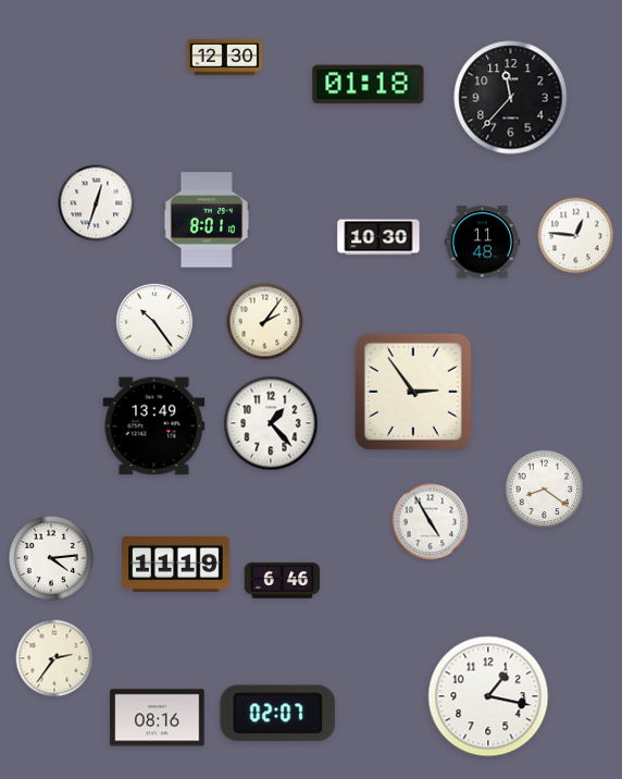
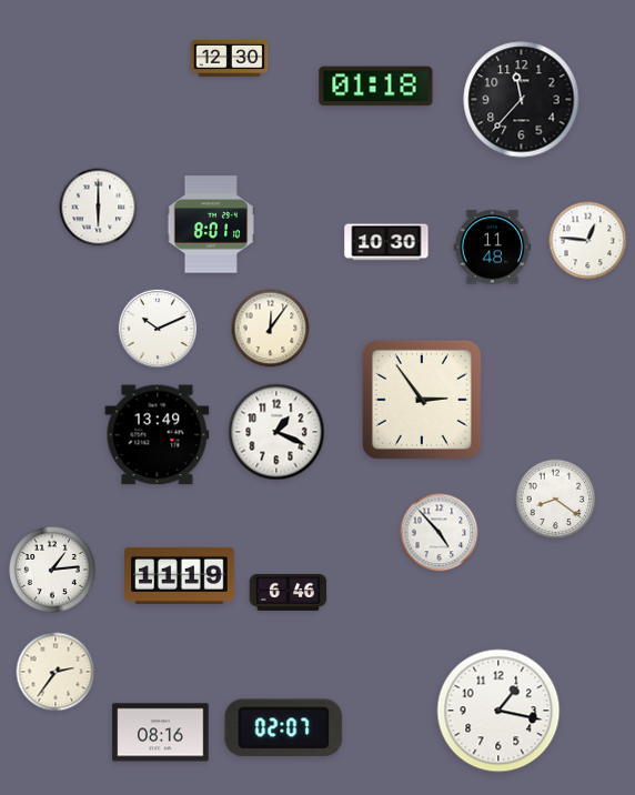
clock at (97, 203): 12:33 -> 6:00
clock at (153, 321): 10:24 -> 10:11
clock at (265, 322): 2:06 -> 12:06
clock at (271, 423): 1:23 -> 1:19
clock at (431, 522): 4:55 -> 4:53
clock at (51, 558): 4:14 -> 1:14
